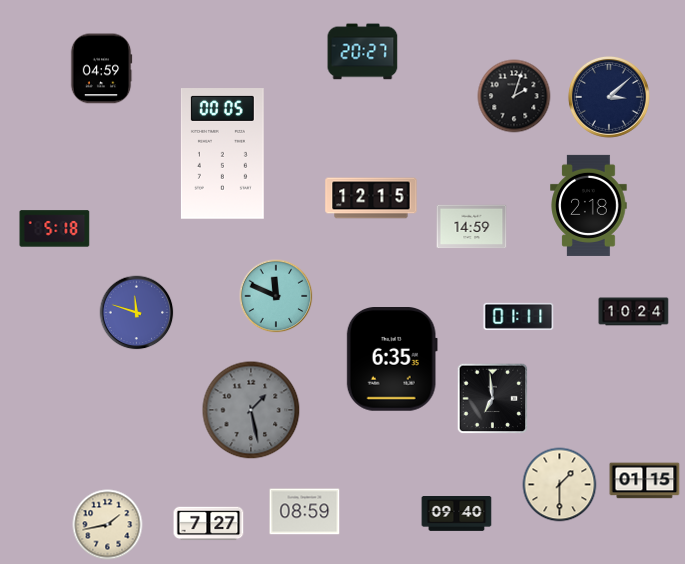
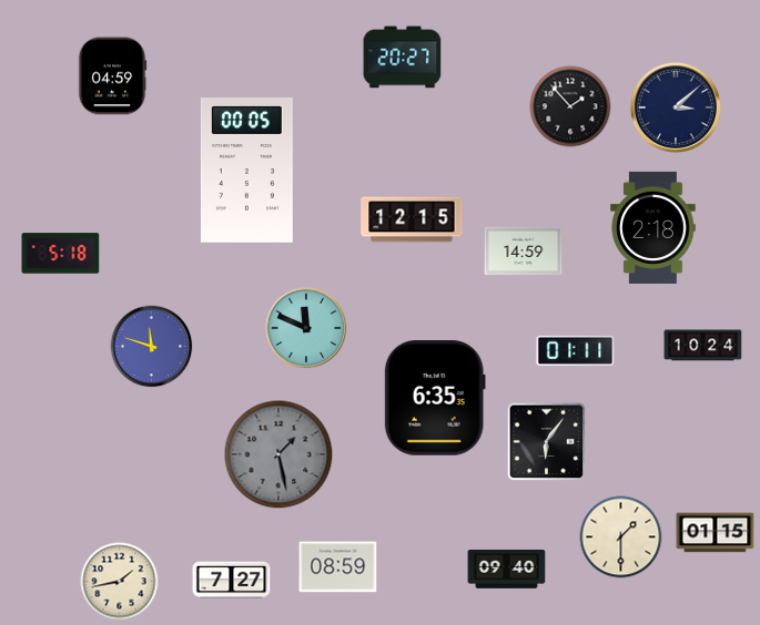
clock at (514, 96): 2:03 -> 1:53
clock at (493, 399): 6:59 -> 6:06
